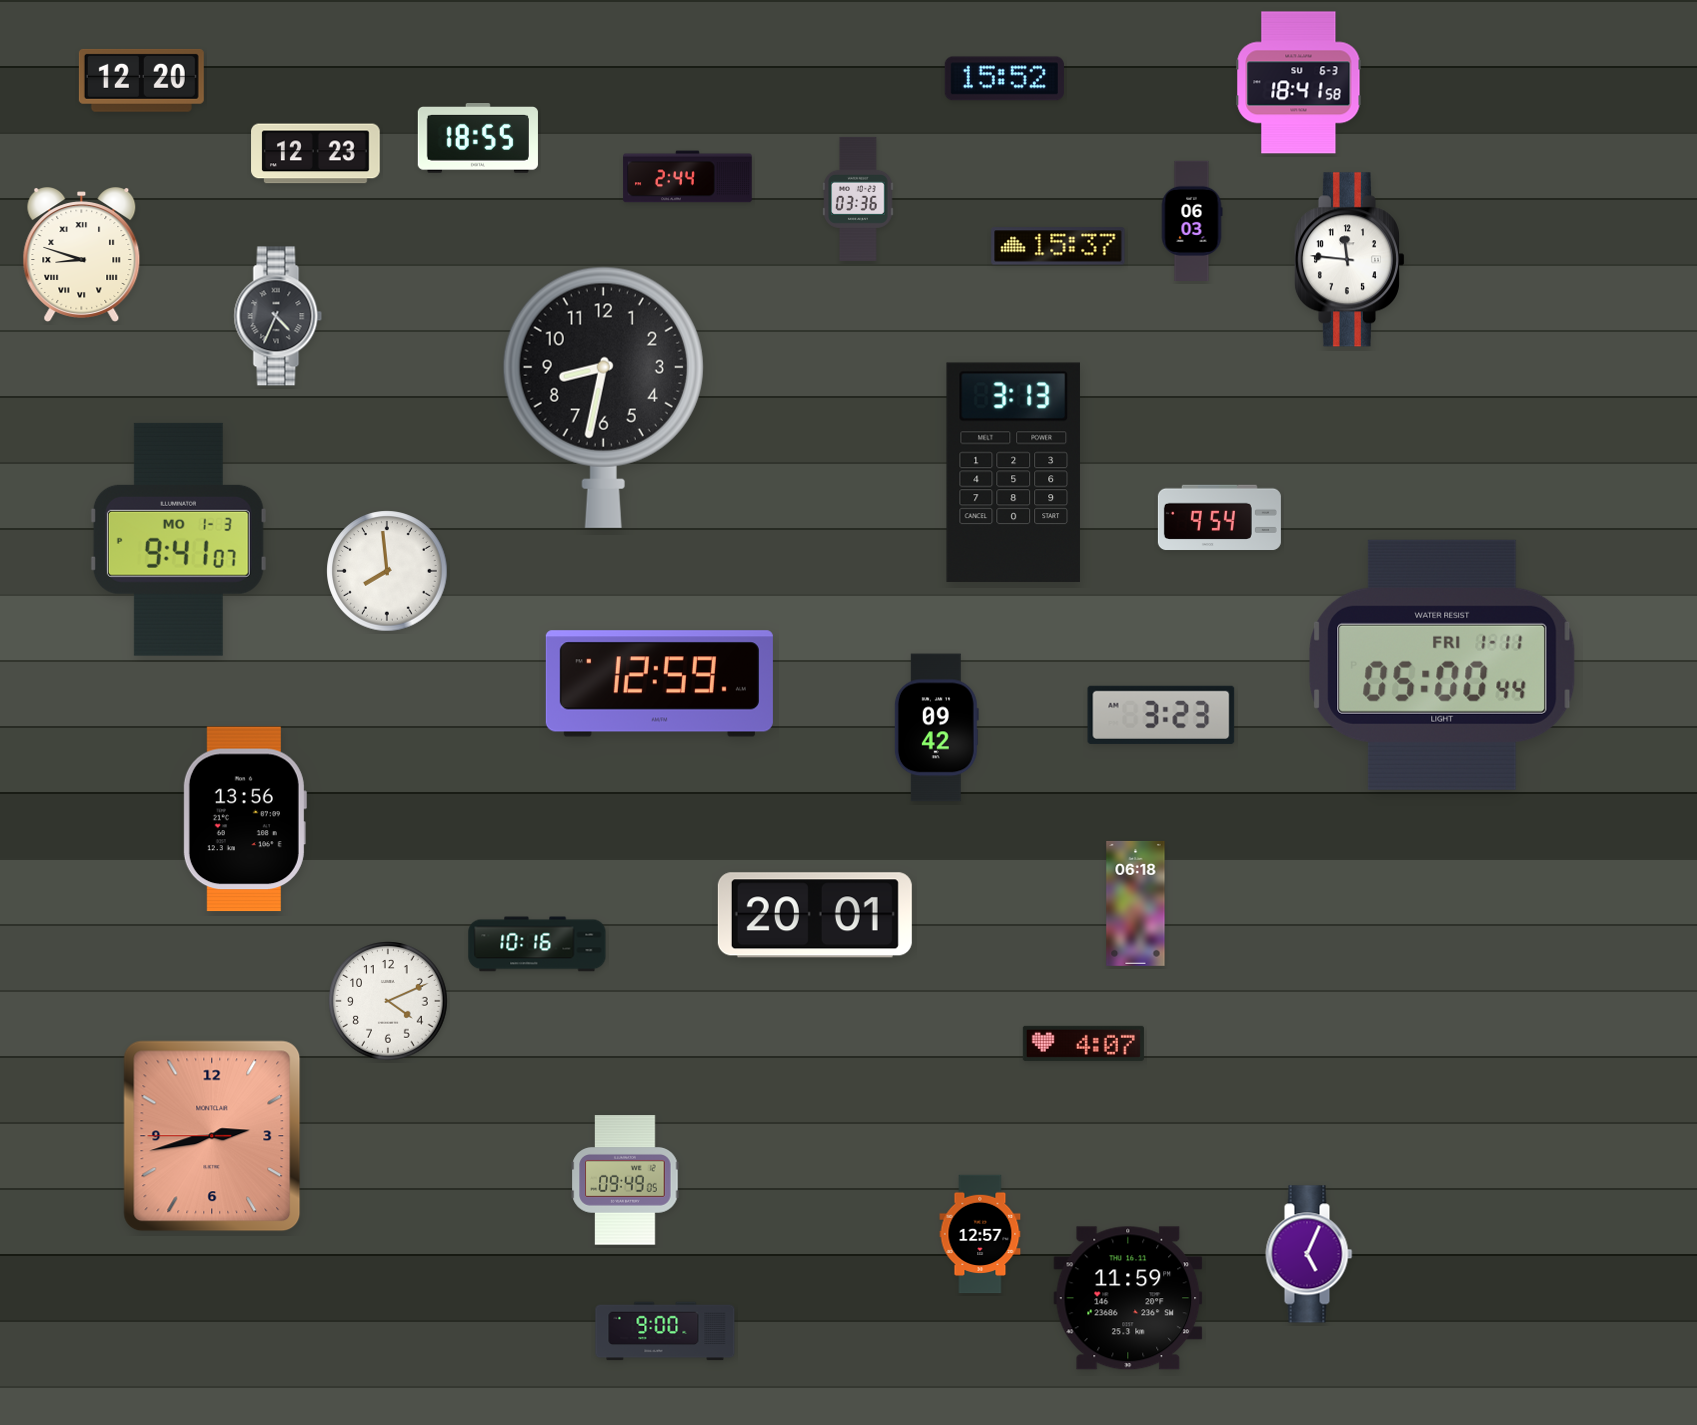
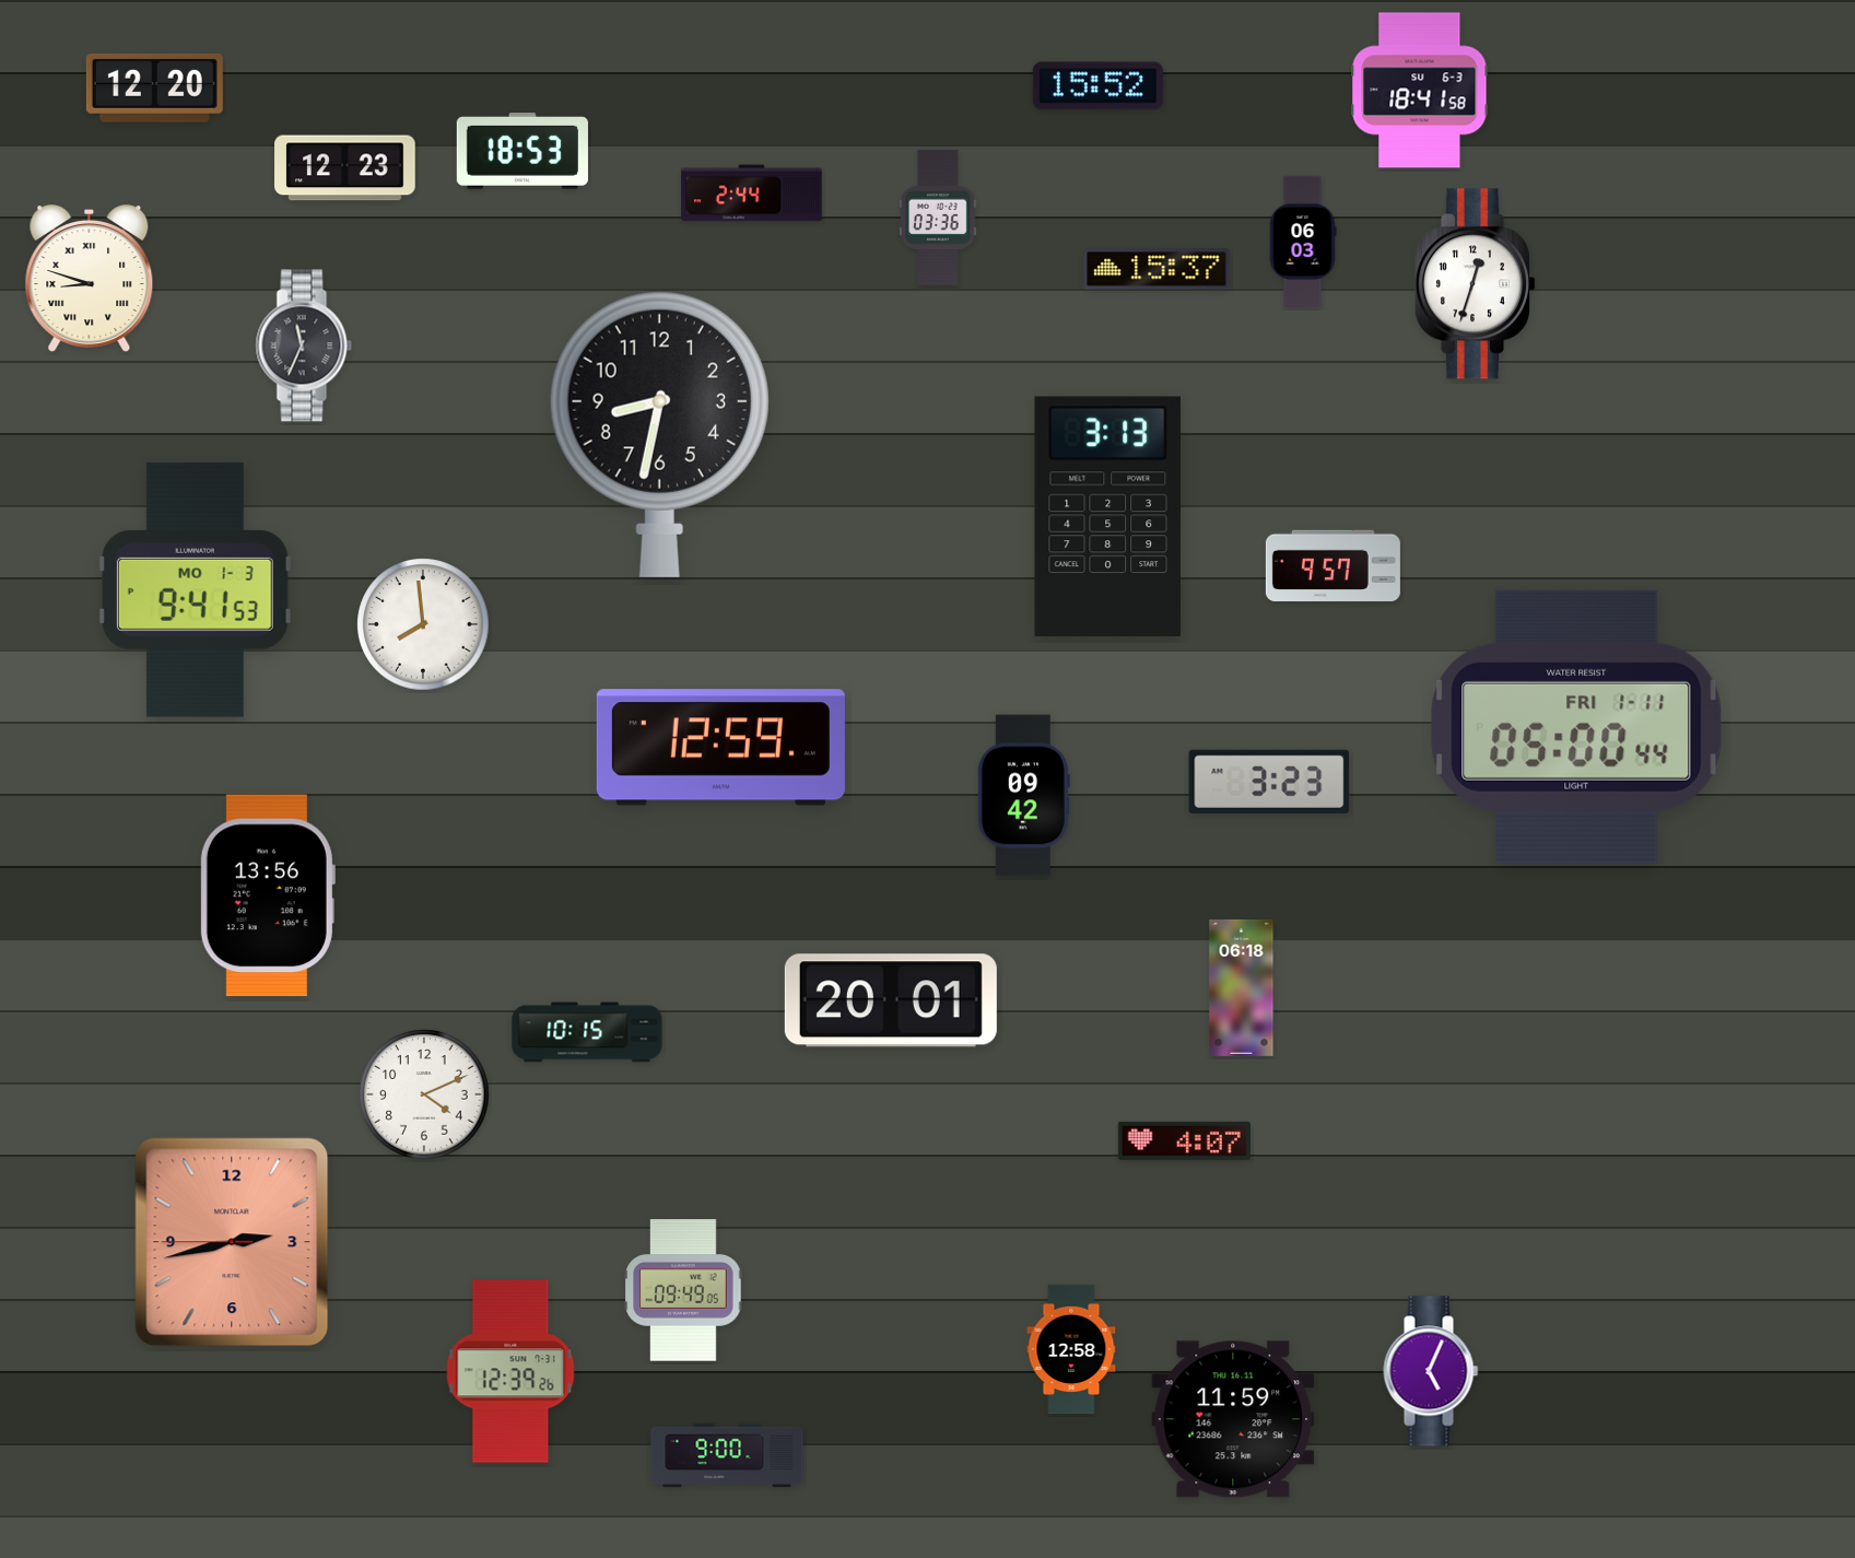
clock at (478, 139): 18:55 -> 18:53
clock at (1349, 260): 11:46 -> 12:33
clock at (278, 316): 4:34 -> 11:34
clock at (1219, 518): 9:54 -> 9:57
clock at (178, 539): 9:41:07 -> 9:41:53
clock at (537, 944): 10:16 -> 10:15
clock at (980, 1234): 12:57 -> 12:58
clock at (510, 1371): none -> 12:39
